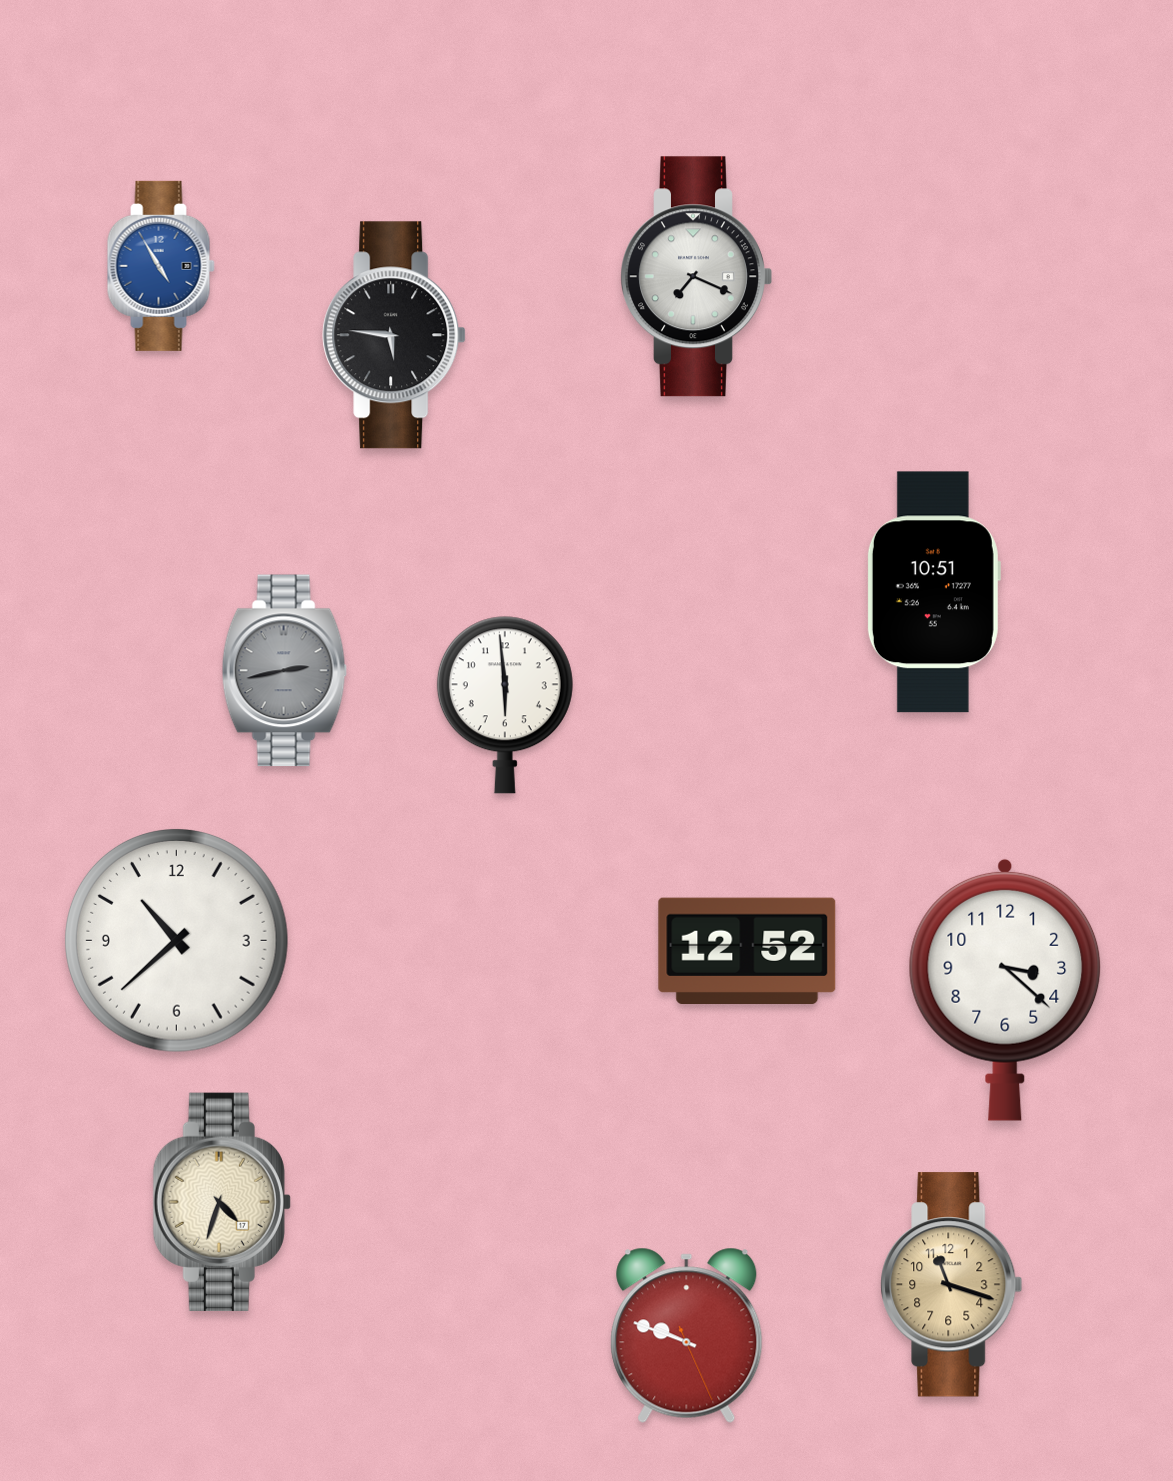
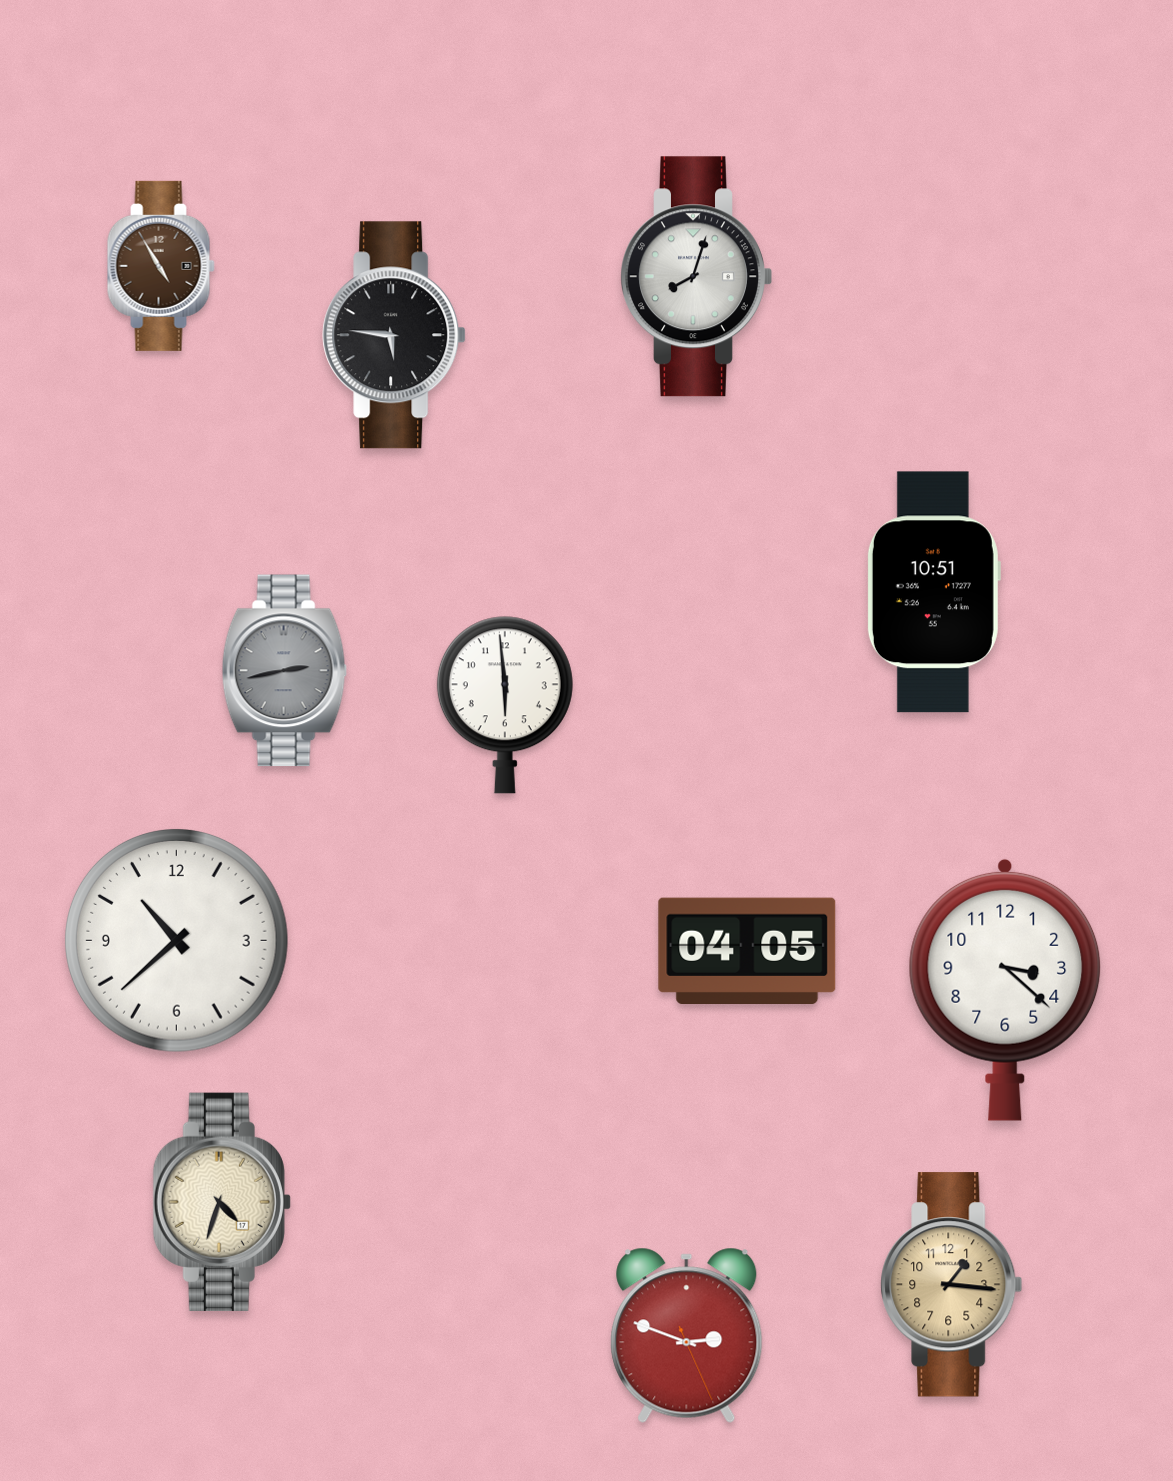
clock at (161, 266) dial: blue -> brown
clock at (697, 277): 7:19 -> 8:03
clock at (747, 950): 12:52 -> 04:05
clock at (952, 1285): 11:18 -> 1:16
clock at (687, 1335): 9:48 -> 2:48
